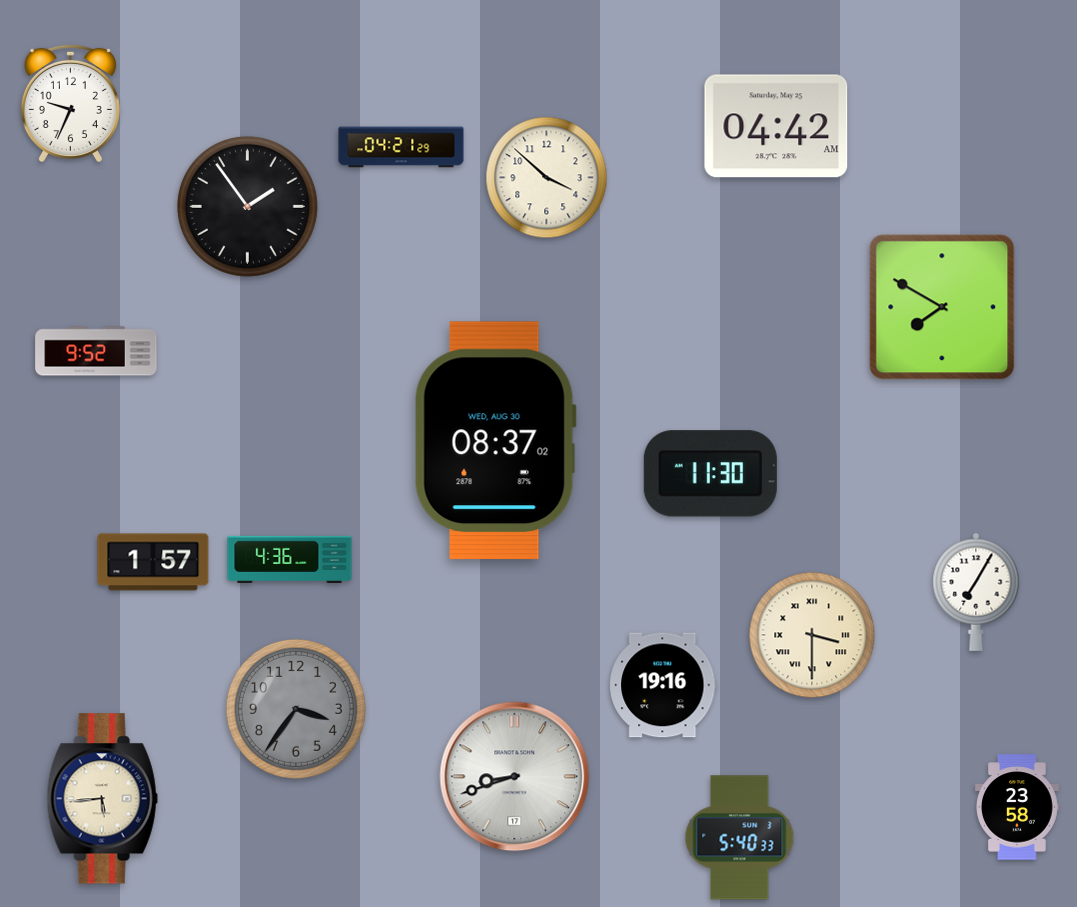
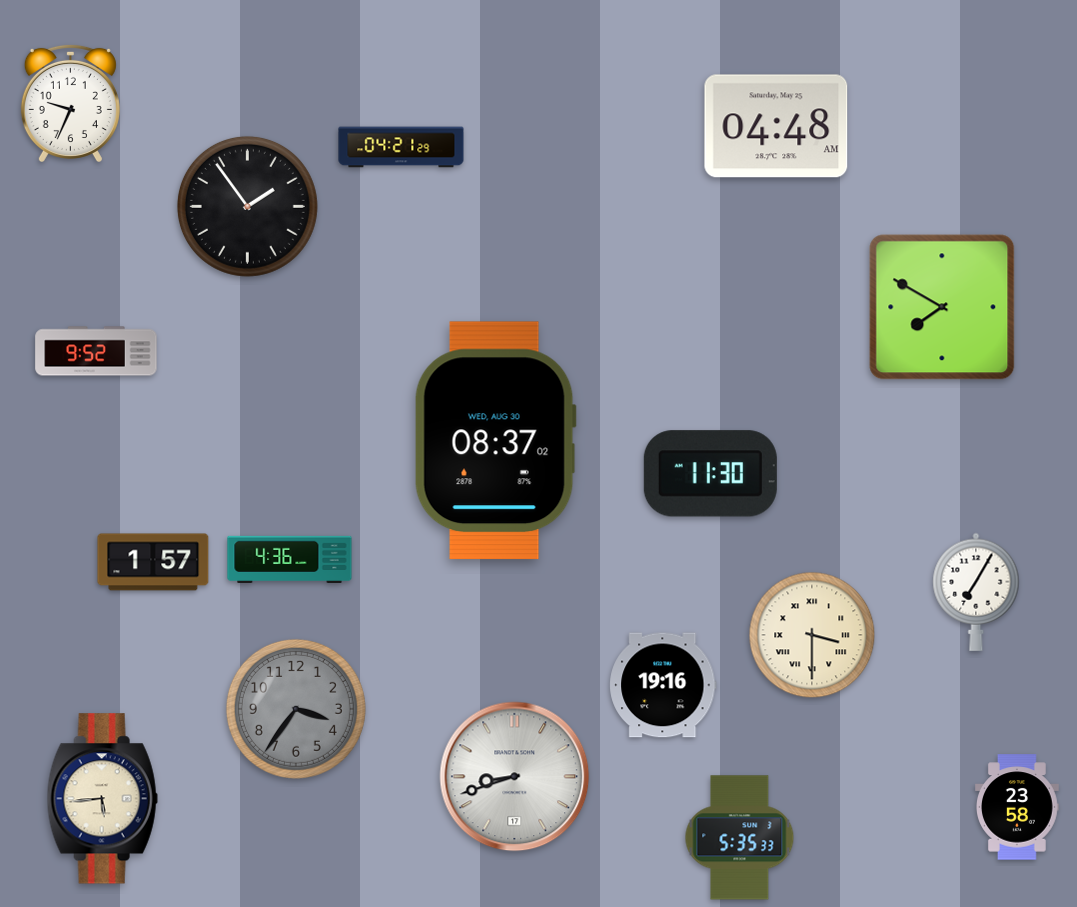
clock at (776, 126): 04:42 -> 04:48
clock at (547, 178): 3:52 -> none
clock at (740, 838): 5:40 -> 5:35
